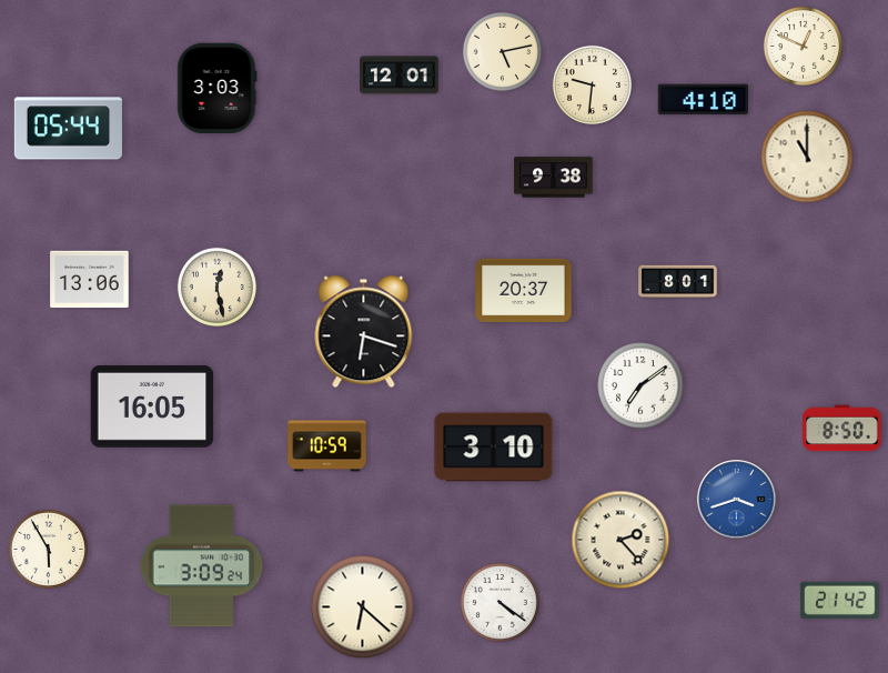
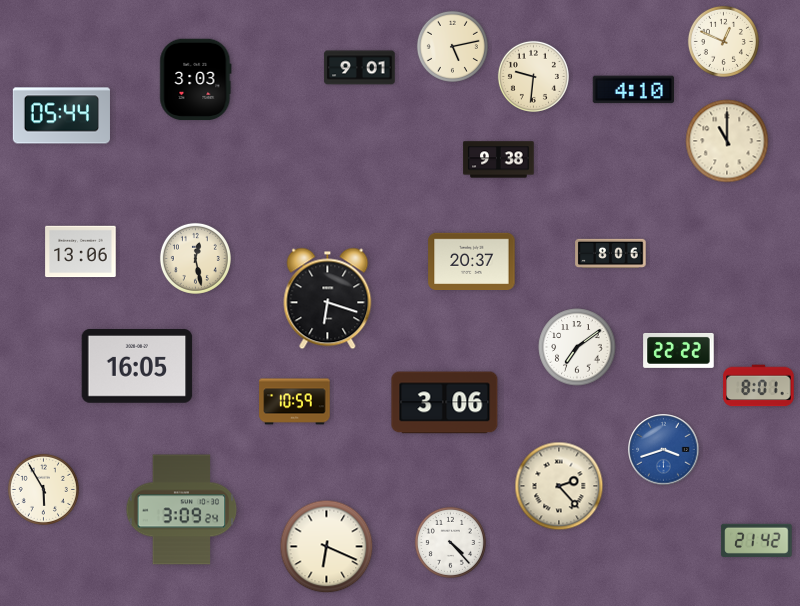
clock at (400, 76): 12:01 -> 9:01
clock at (678, 282): 8:01 -> 8:06
clock at (679, 350): none -> 22:22
clock at (842, 429): 8:50 -> 8:01
clock at (494, 448): 3:10 -> 3:06
clock at (48, 549) position: (48, 549) -> (43, 489)
clock at (500, 602): 4:21 -> 4:23
clock at (363, 607): 6:22 -> 6:19
